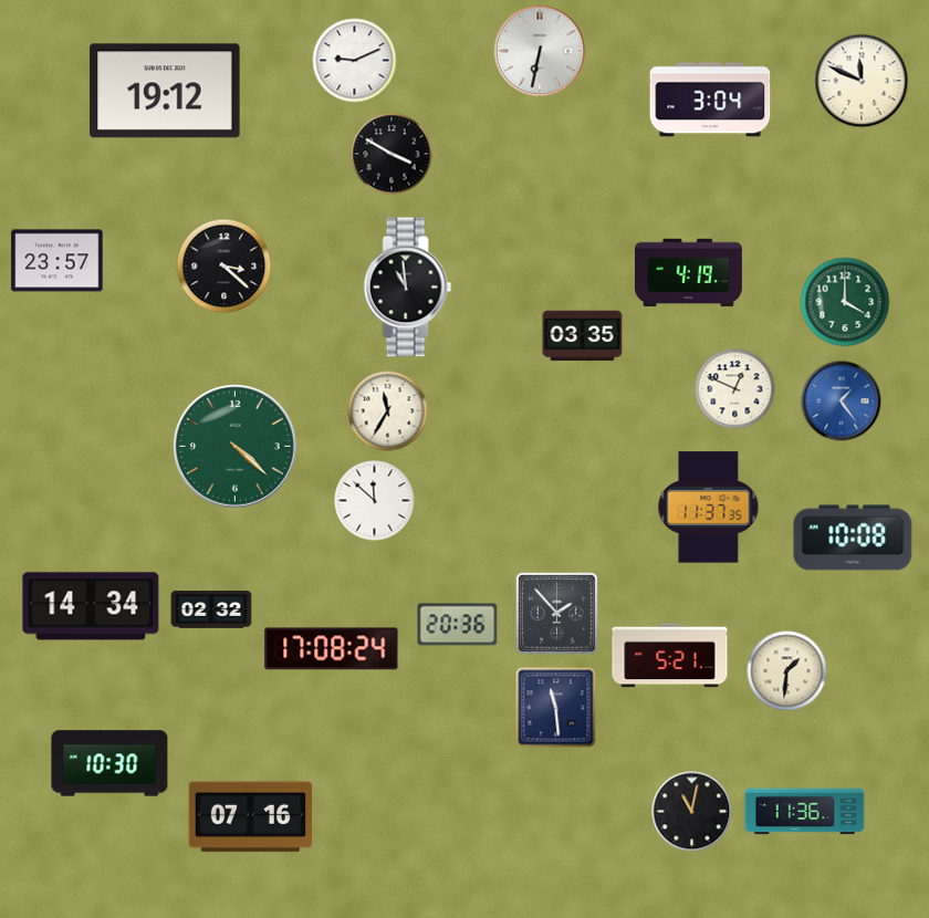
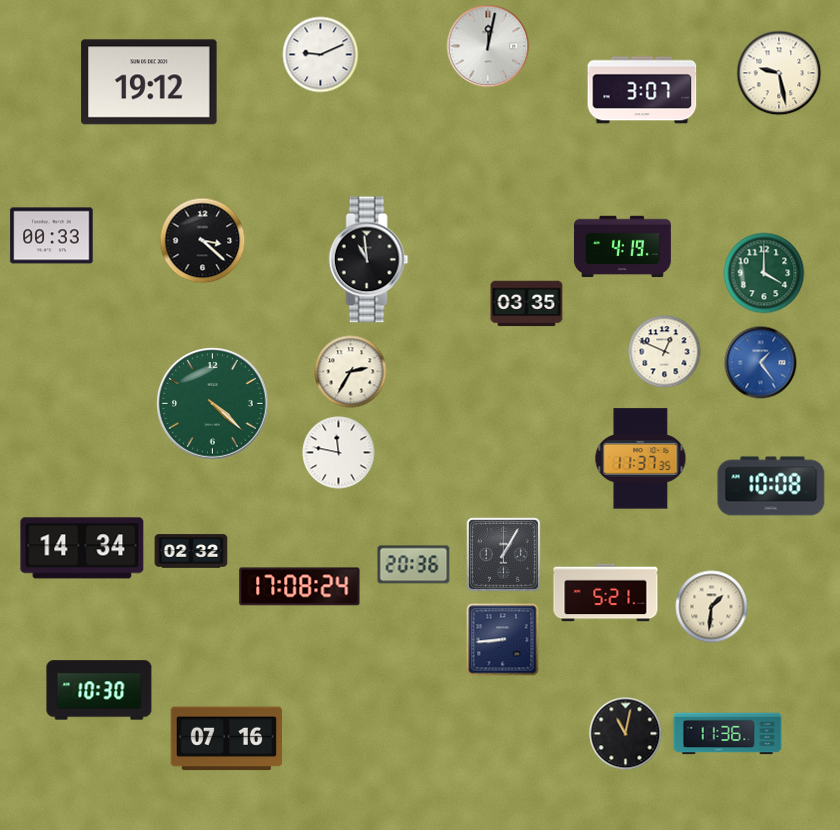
clock at (540, 51): 6:32 -> 12:02
clock at (862, 81): 11:49 -> 9:28
clock at (710, 100): 3:04 -> 3:07
clock at (392, 154): 3:50 -> none
clock at (58, 261): 23:57 -> 00:33
clock at (388, 411): 11:35 -> 2:35
clock at (375, 501): 11:52 -> 11:47
clock at (557, 614): 1:53 -> 1:05
clock at (556, 708): 11:29 -> 8:44
